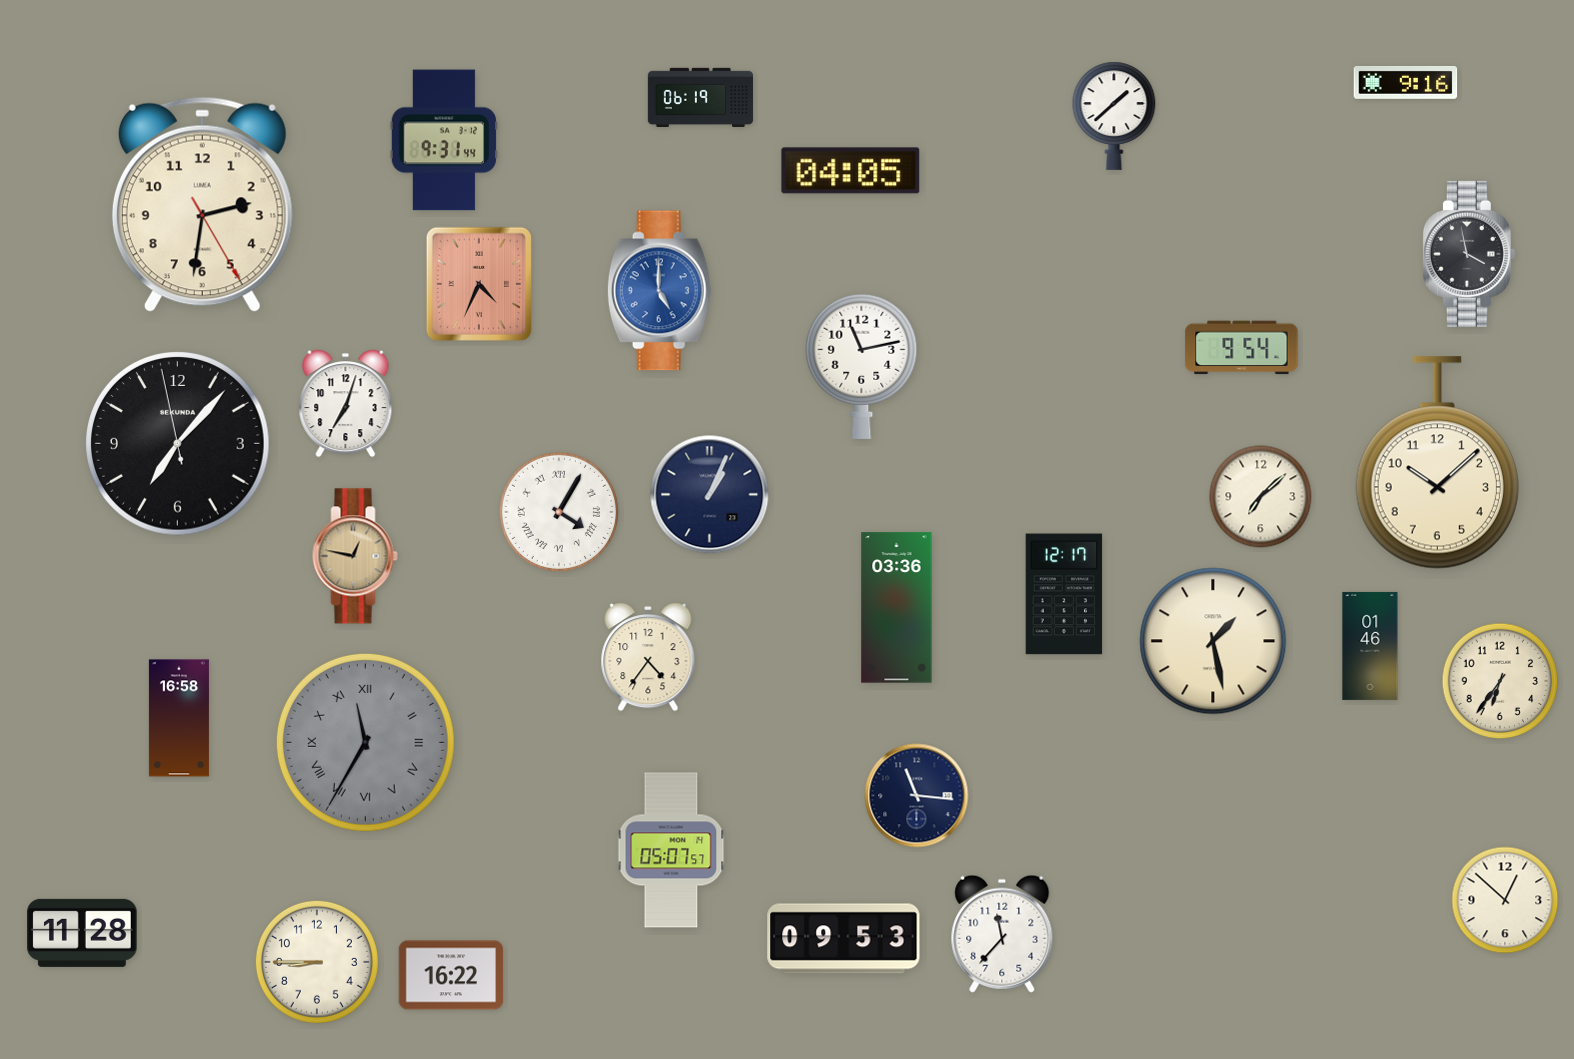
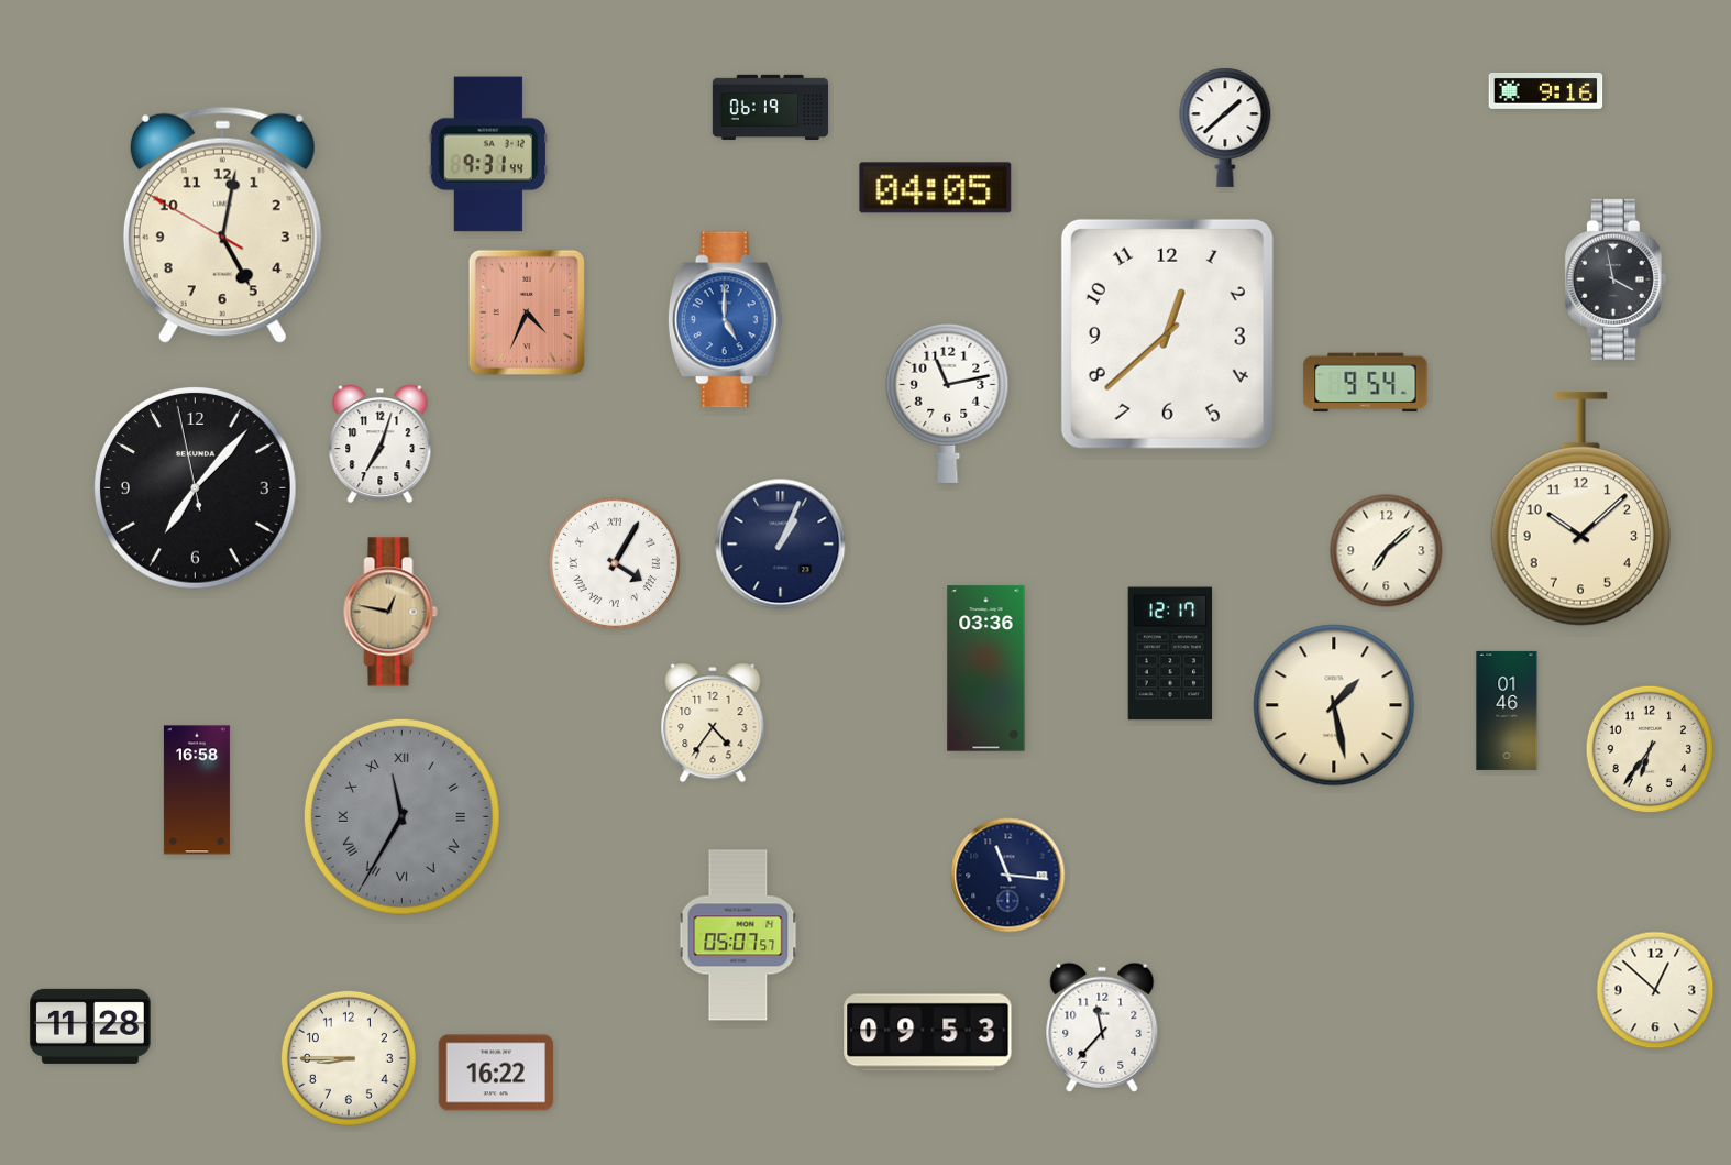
clock at (202, 205): 2:31 -> 5:01
clock at (1167, 333): none -> 12:38
clock at (1261, 497) position: (1261, 497) -> (1387, 551)
